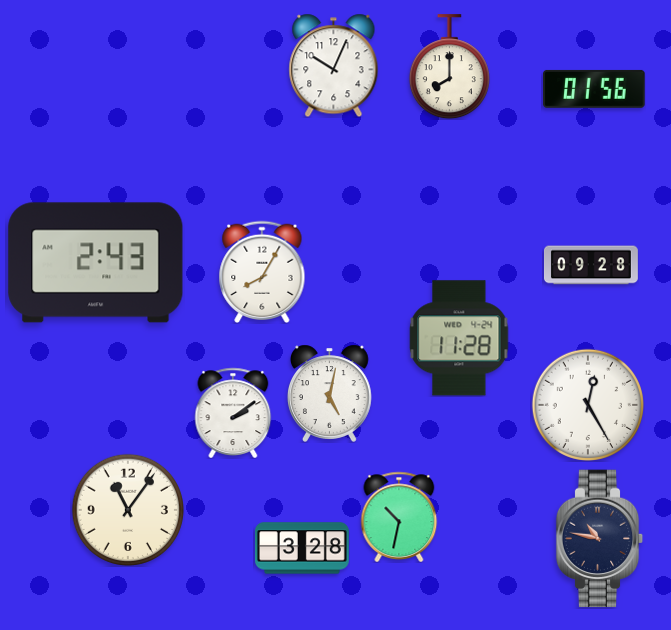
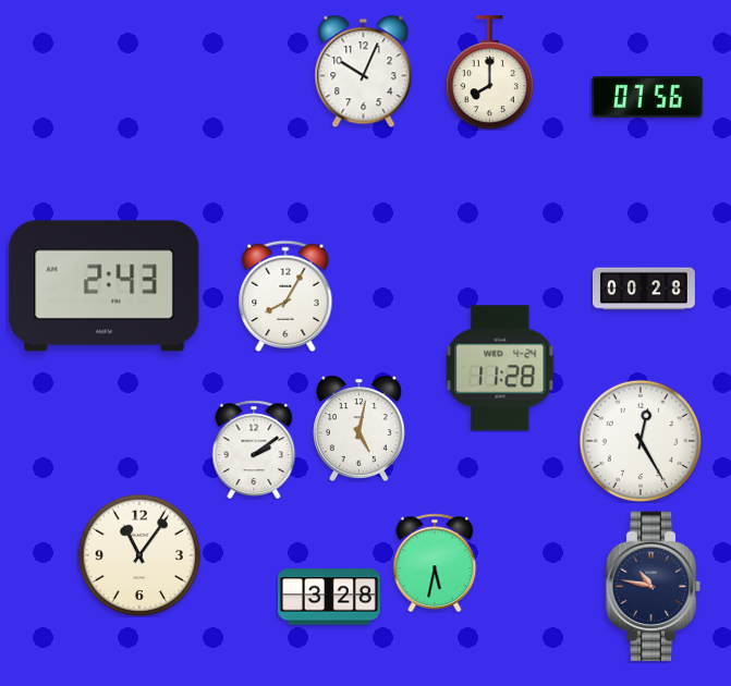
clock at (594, 89): 01:56 -> 07:56
clock at (592, 265): 09:28 -> 00:28
clock at (399, 516): 10:32 -> 5:32
